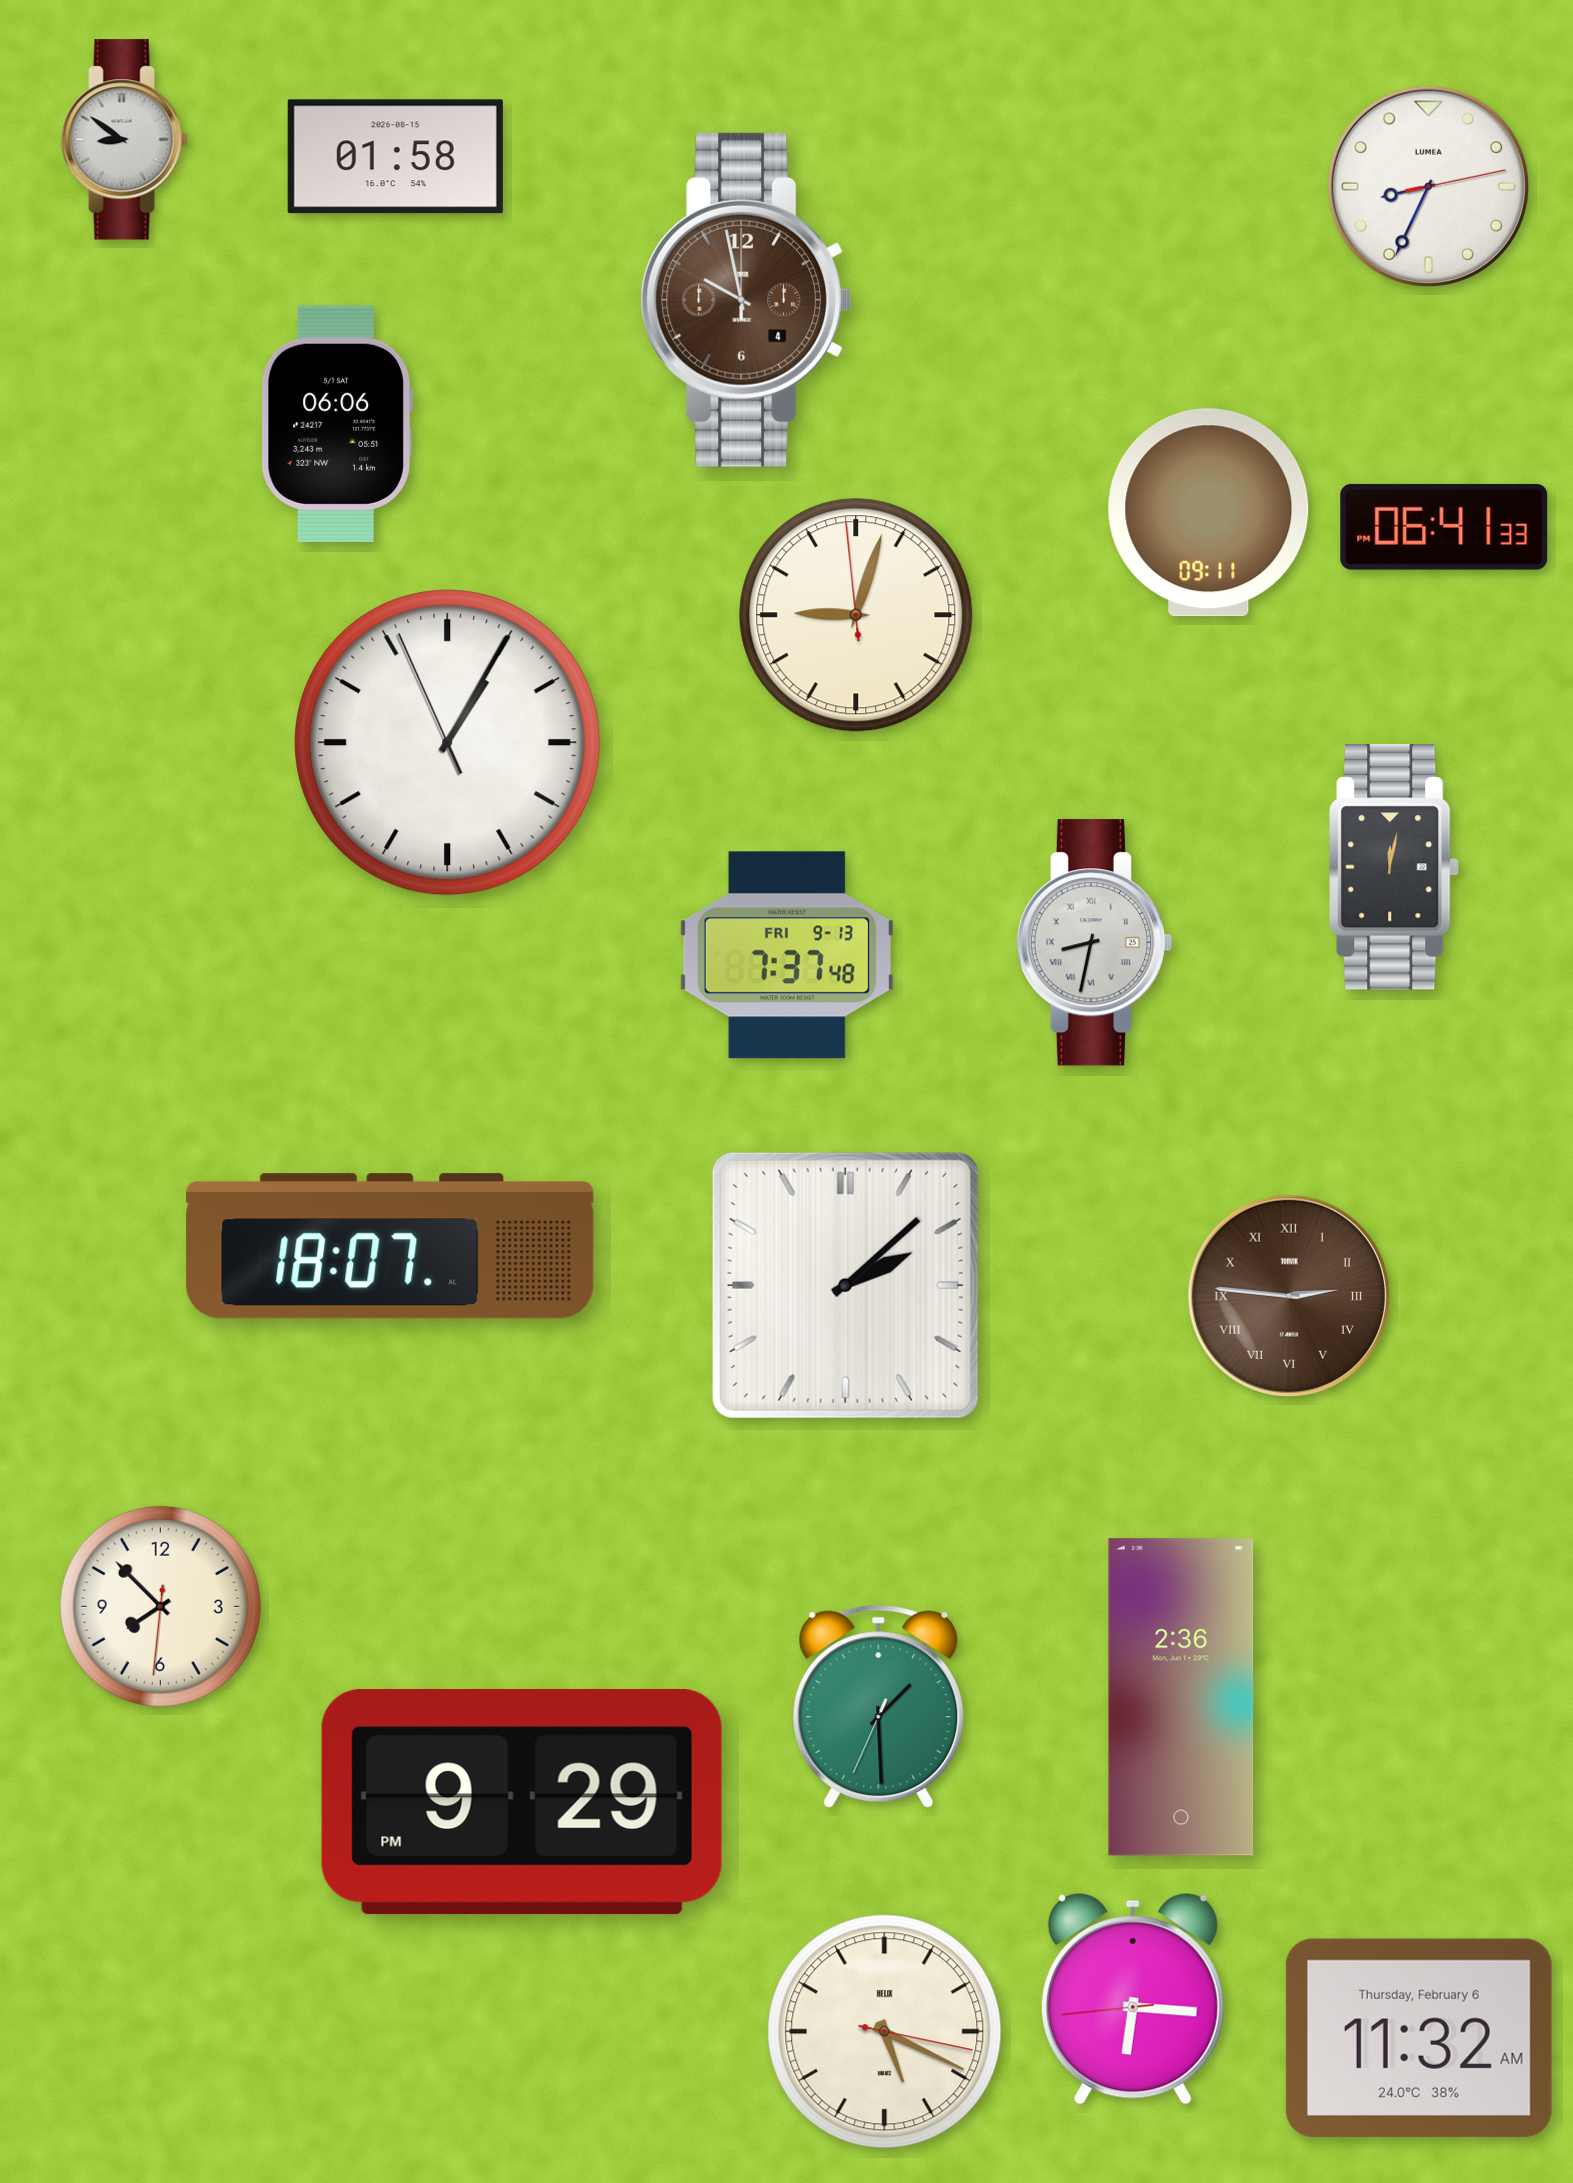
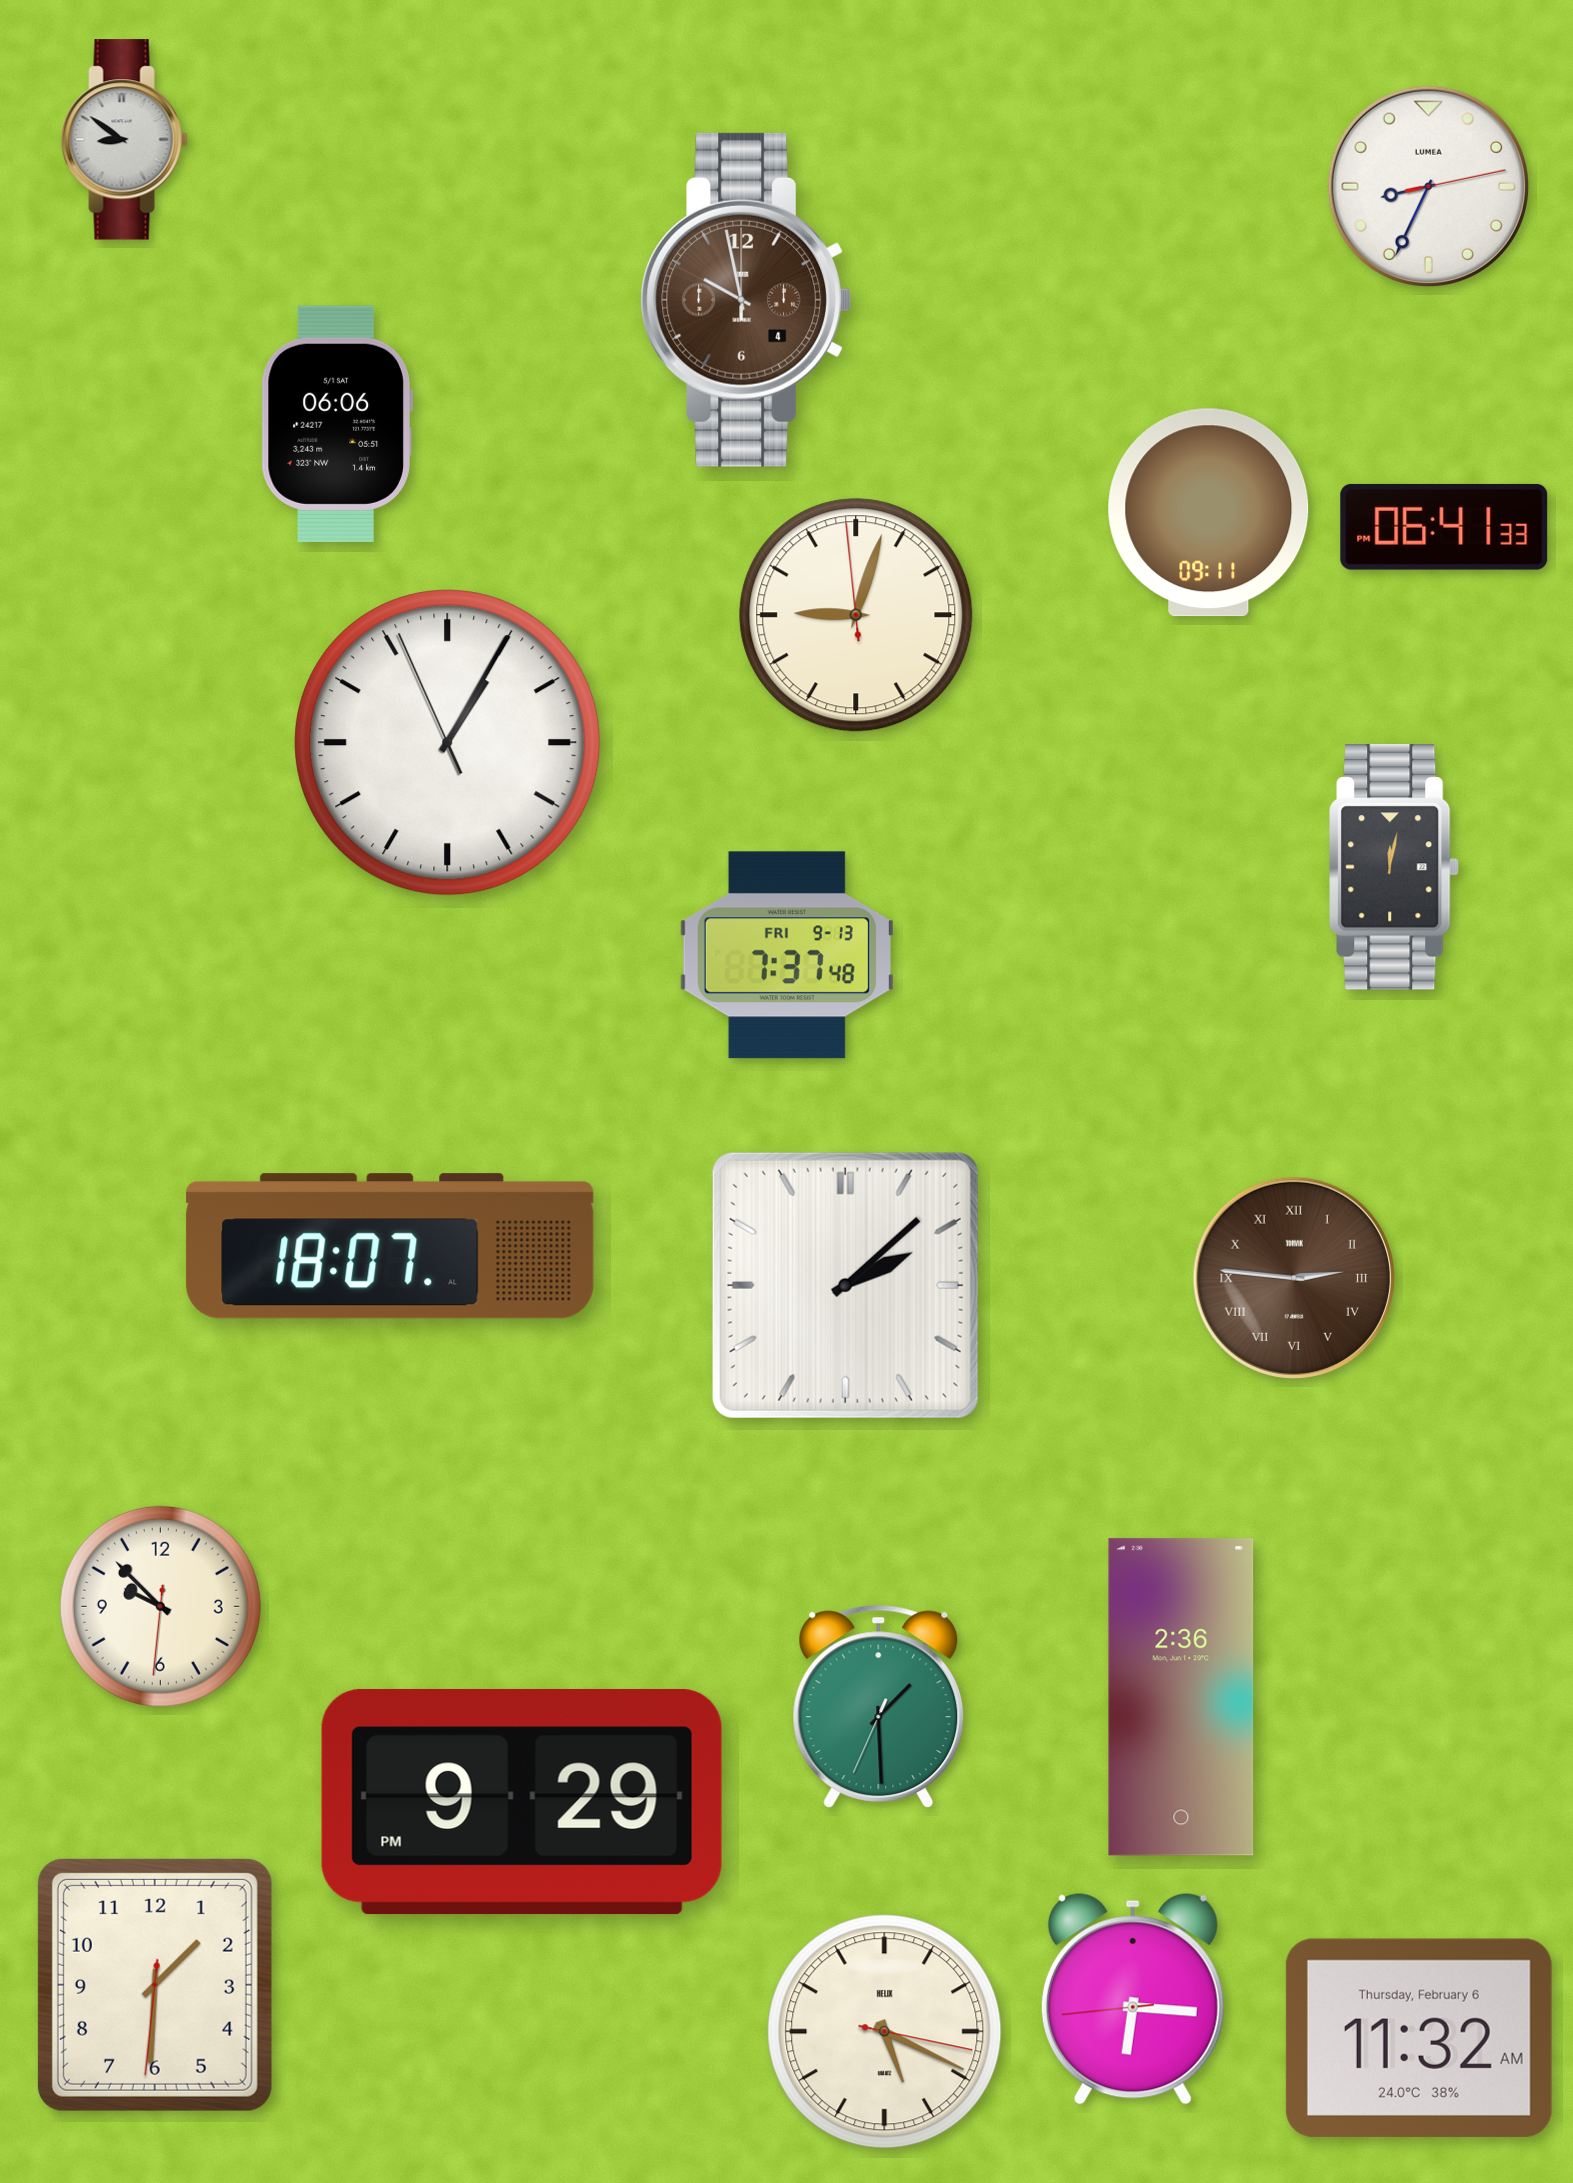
clock at (395, 157): 01:58 -> none
clock at (1095, 943): 8:32 -> none
clock at (1289, 1296) position: (1289, 1296) -> (1294, 1278)
clock at (160, 1606): 7:52 -> 9:52
clock at (155, 1985): none -> 1:30
